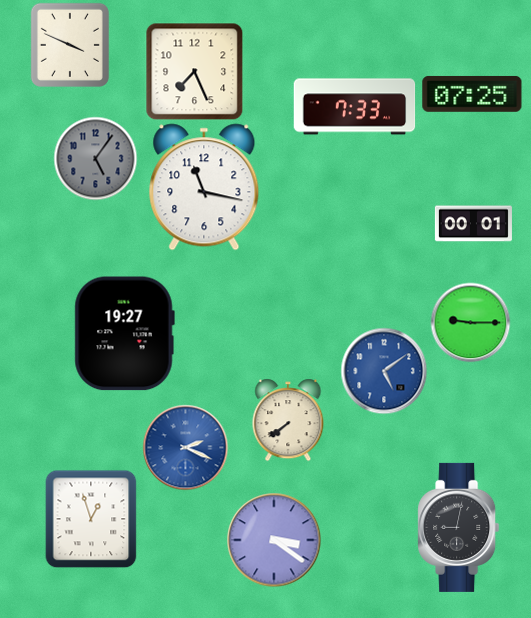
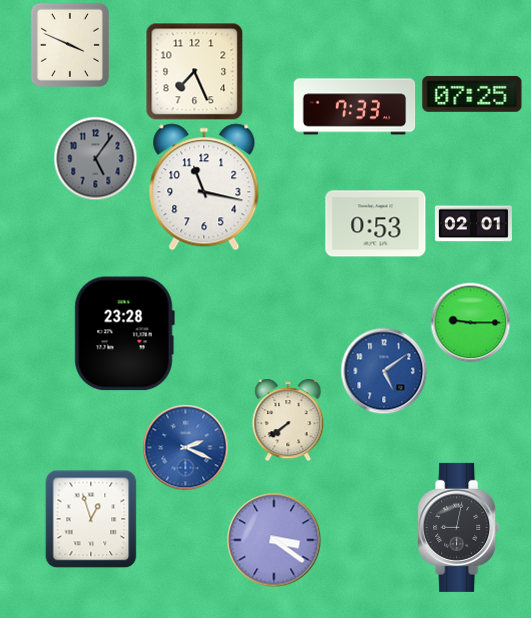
clock at (376, 224): none -> 0:53
clock at (473, 224): 00:01 -> 02:01
clock at (124, 334): 19:27 -> 23:28
